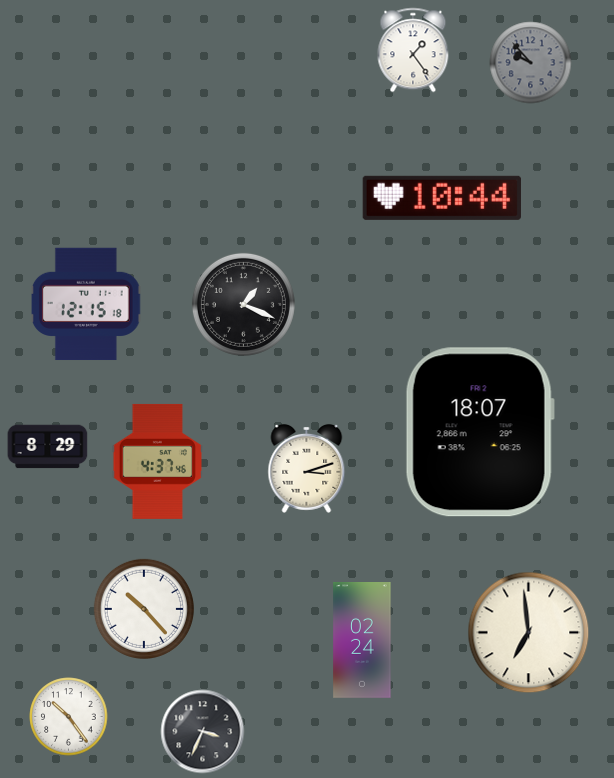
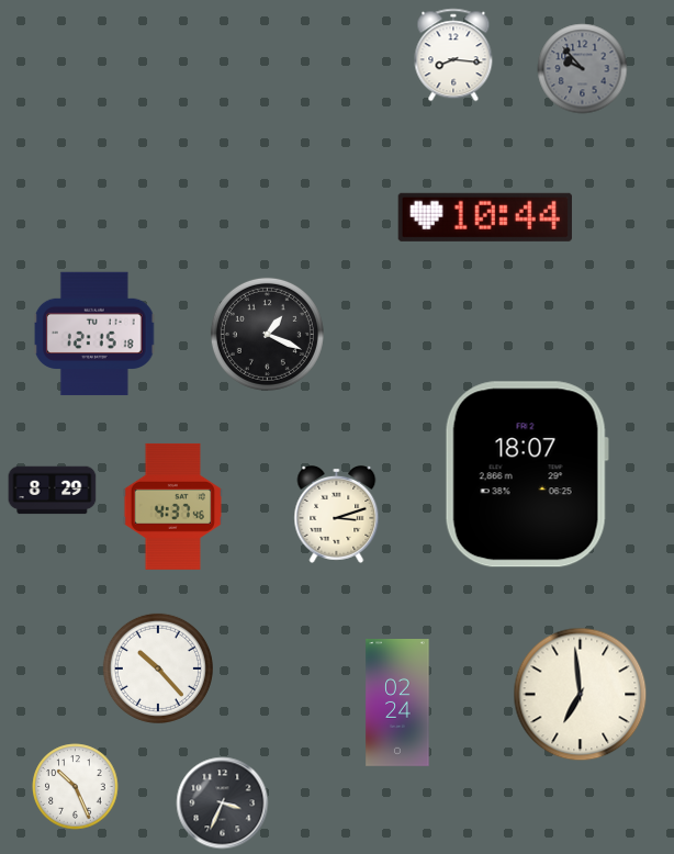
clock at (413, 50): 1:24 -> 8:16
clock at (69, 717): 10:24 -> 10:26
